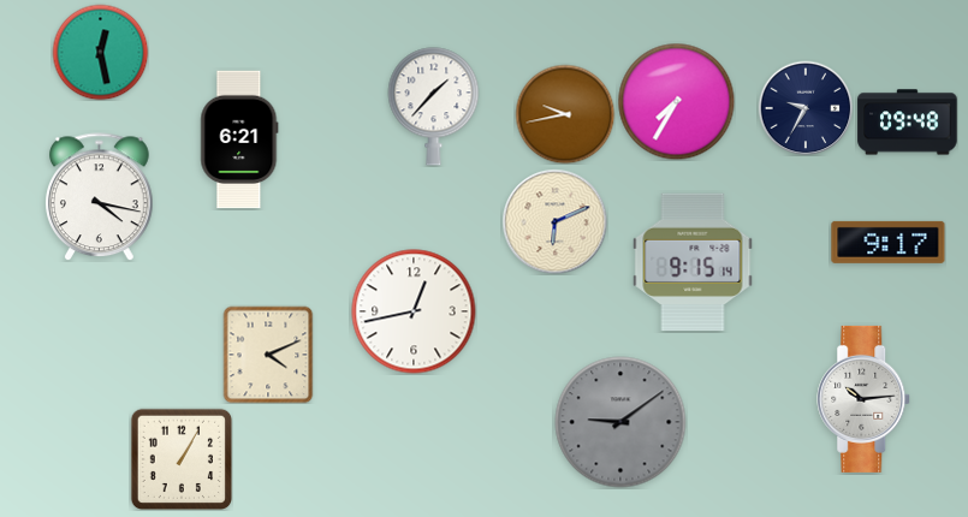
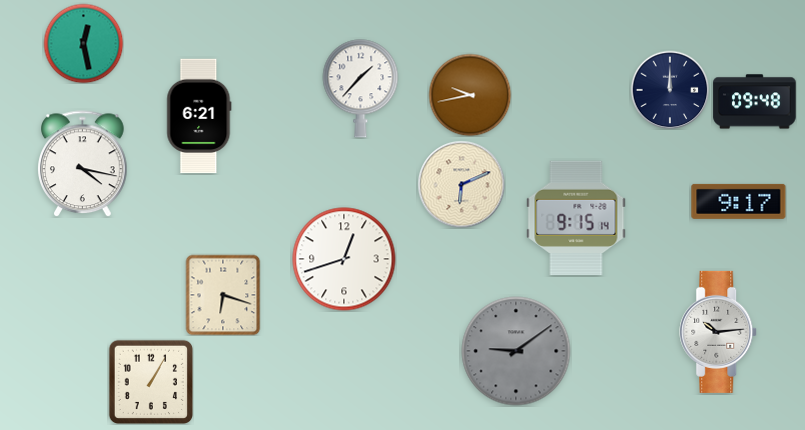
clock at (676, 101): 7:35 -> none
clock at (806, 108): 9:35 -> 12:00
clock at (414, 311): 12:43 -> 12:42
clock at (268, 355): 4:11 -> 6:18
